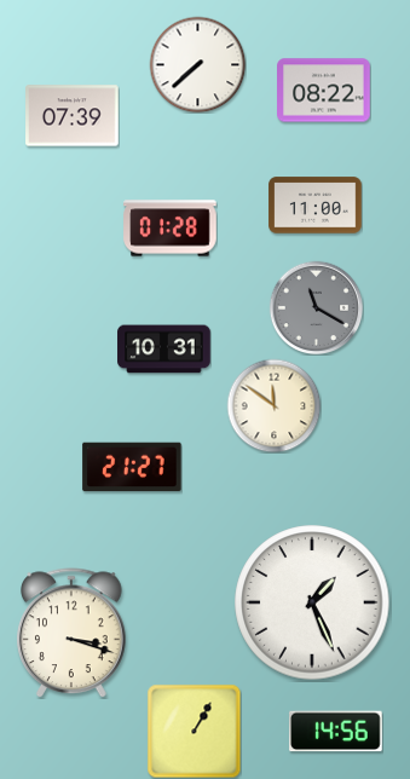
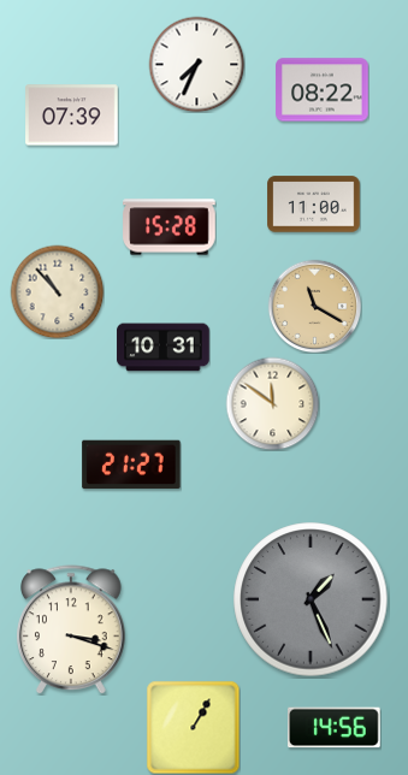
clock at (197, 64): 7:38 -> 7:34
clock at (171, 229): 01:28 -> 15:28
clock at (57, 291): none -> 10:53
clock at (316, 307) dial: grey -> champagne
clock at (312, 602) dial: white -> grey
